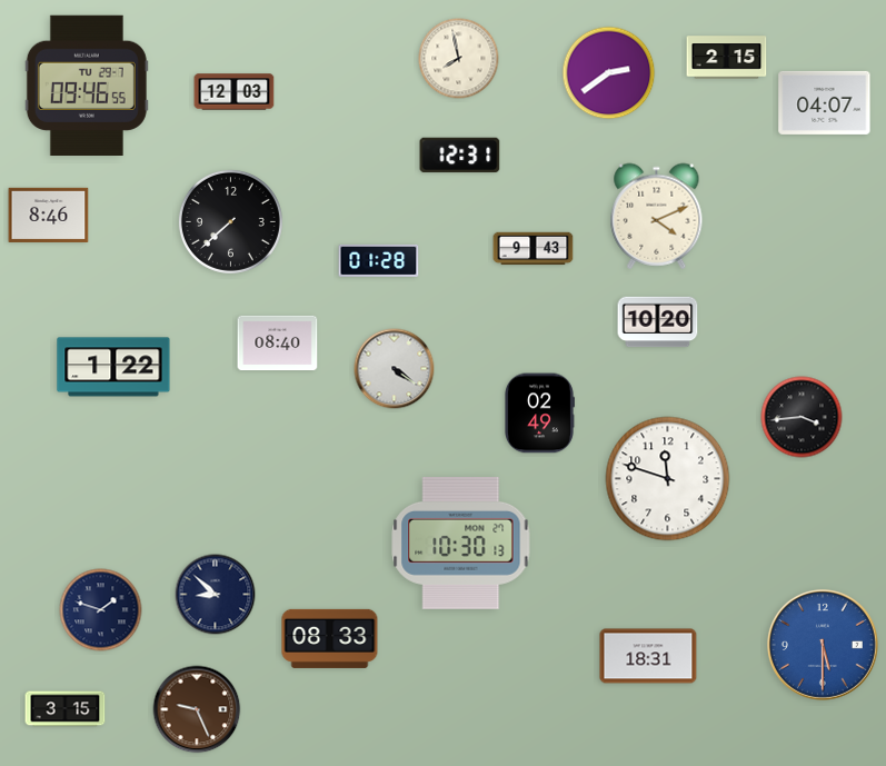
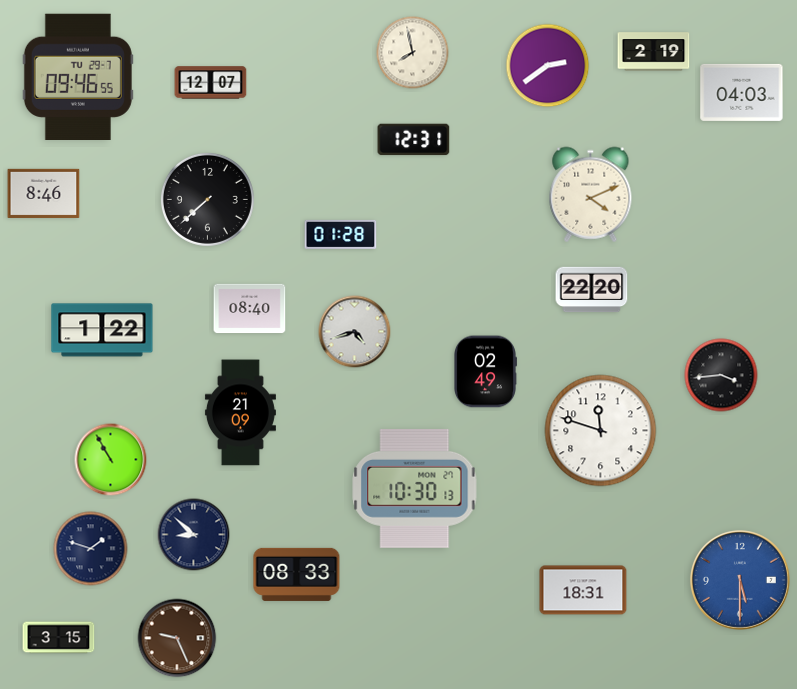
clock at (727, 58): 2:15 -> 2:19
clock at (235, 92): 12:03 -> 12:07
clock at (825, 102): 04:07 -> 04:03
clock at (534, 249): 9:43 -> none
clock at (658, 322): 10:20 -> 22:20
clock at (395, 369): 4:21 -> 4:42
clock at (240, 413): none -> 21:09
clock at (111, 460): none -> 10:55
